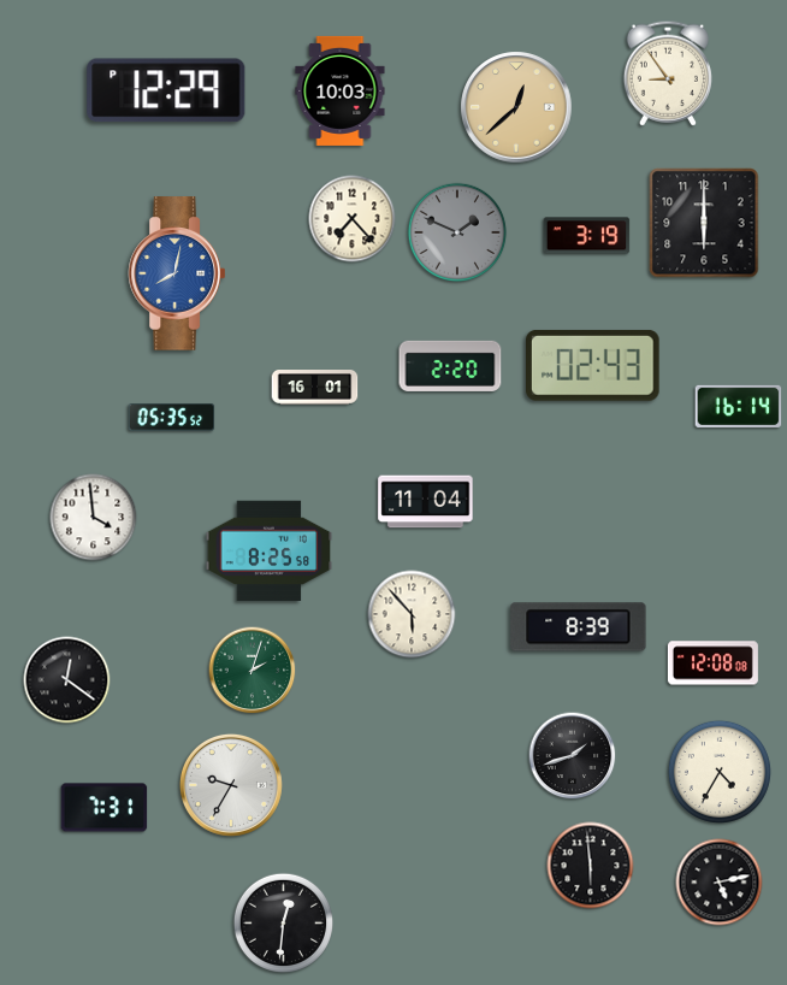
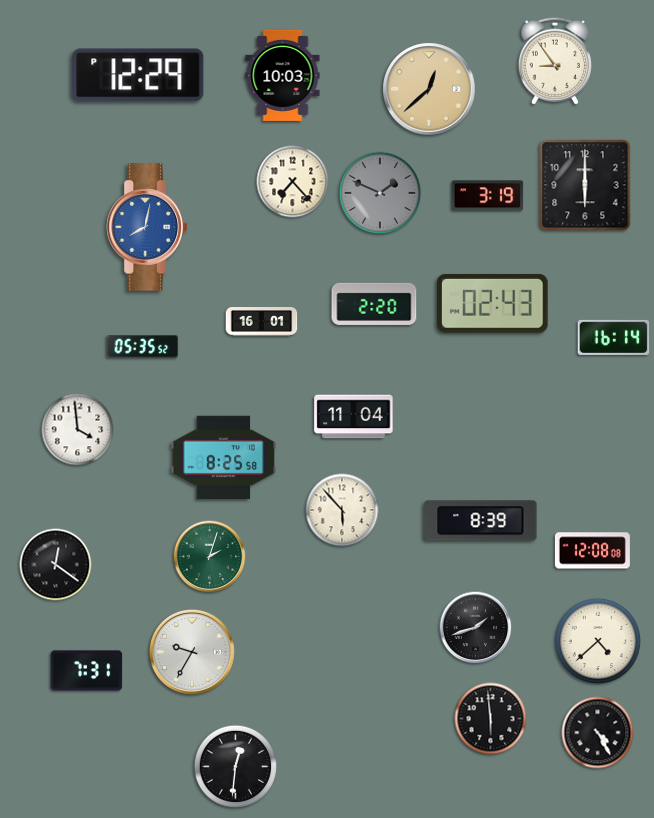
clock at (720, 772): 4:35 -> 4:38
clock at (720, 883): 5:13 -> 4:25
